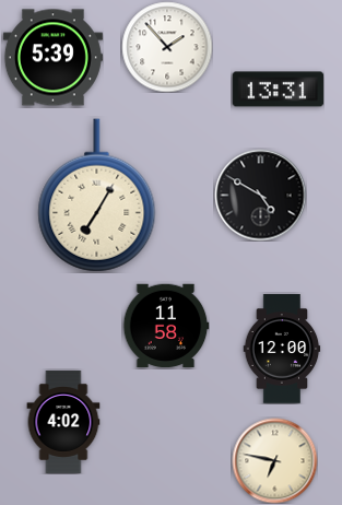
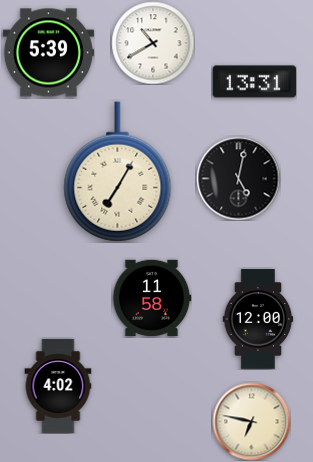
clock at (167, 47): 1:53 -> 10:40
clock at (260, 195): 4:50 -> 5:02
clock at (97, 196) position: (97, 196) -> (118, 172)
